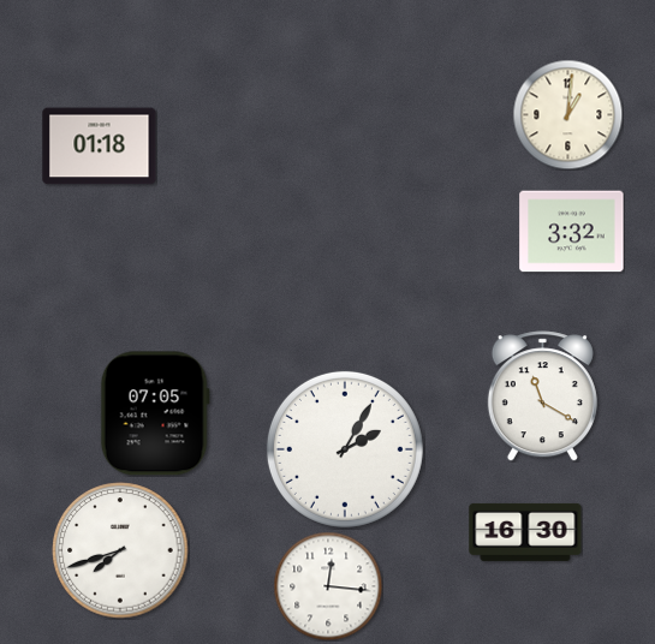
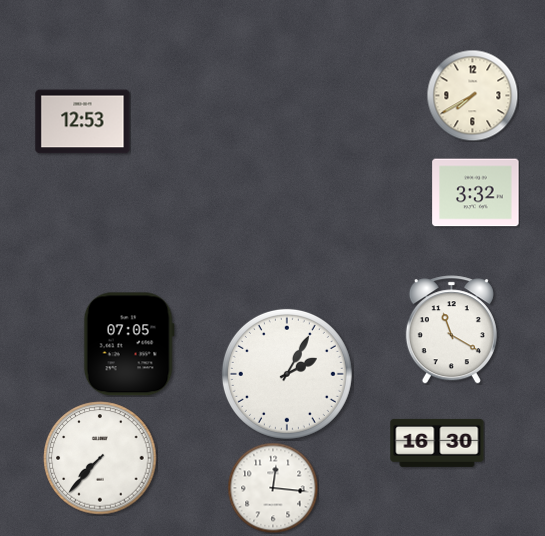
clock at (567, 114): 1:01 -> 7:40
clock at (100, 147): 01:18 -> 12:53
clock at (120, 550): 7:42 -> 7:37
